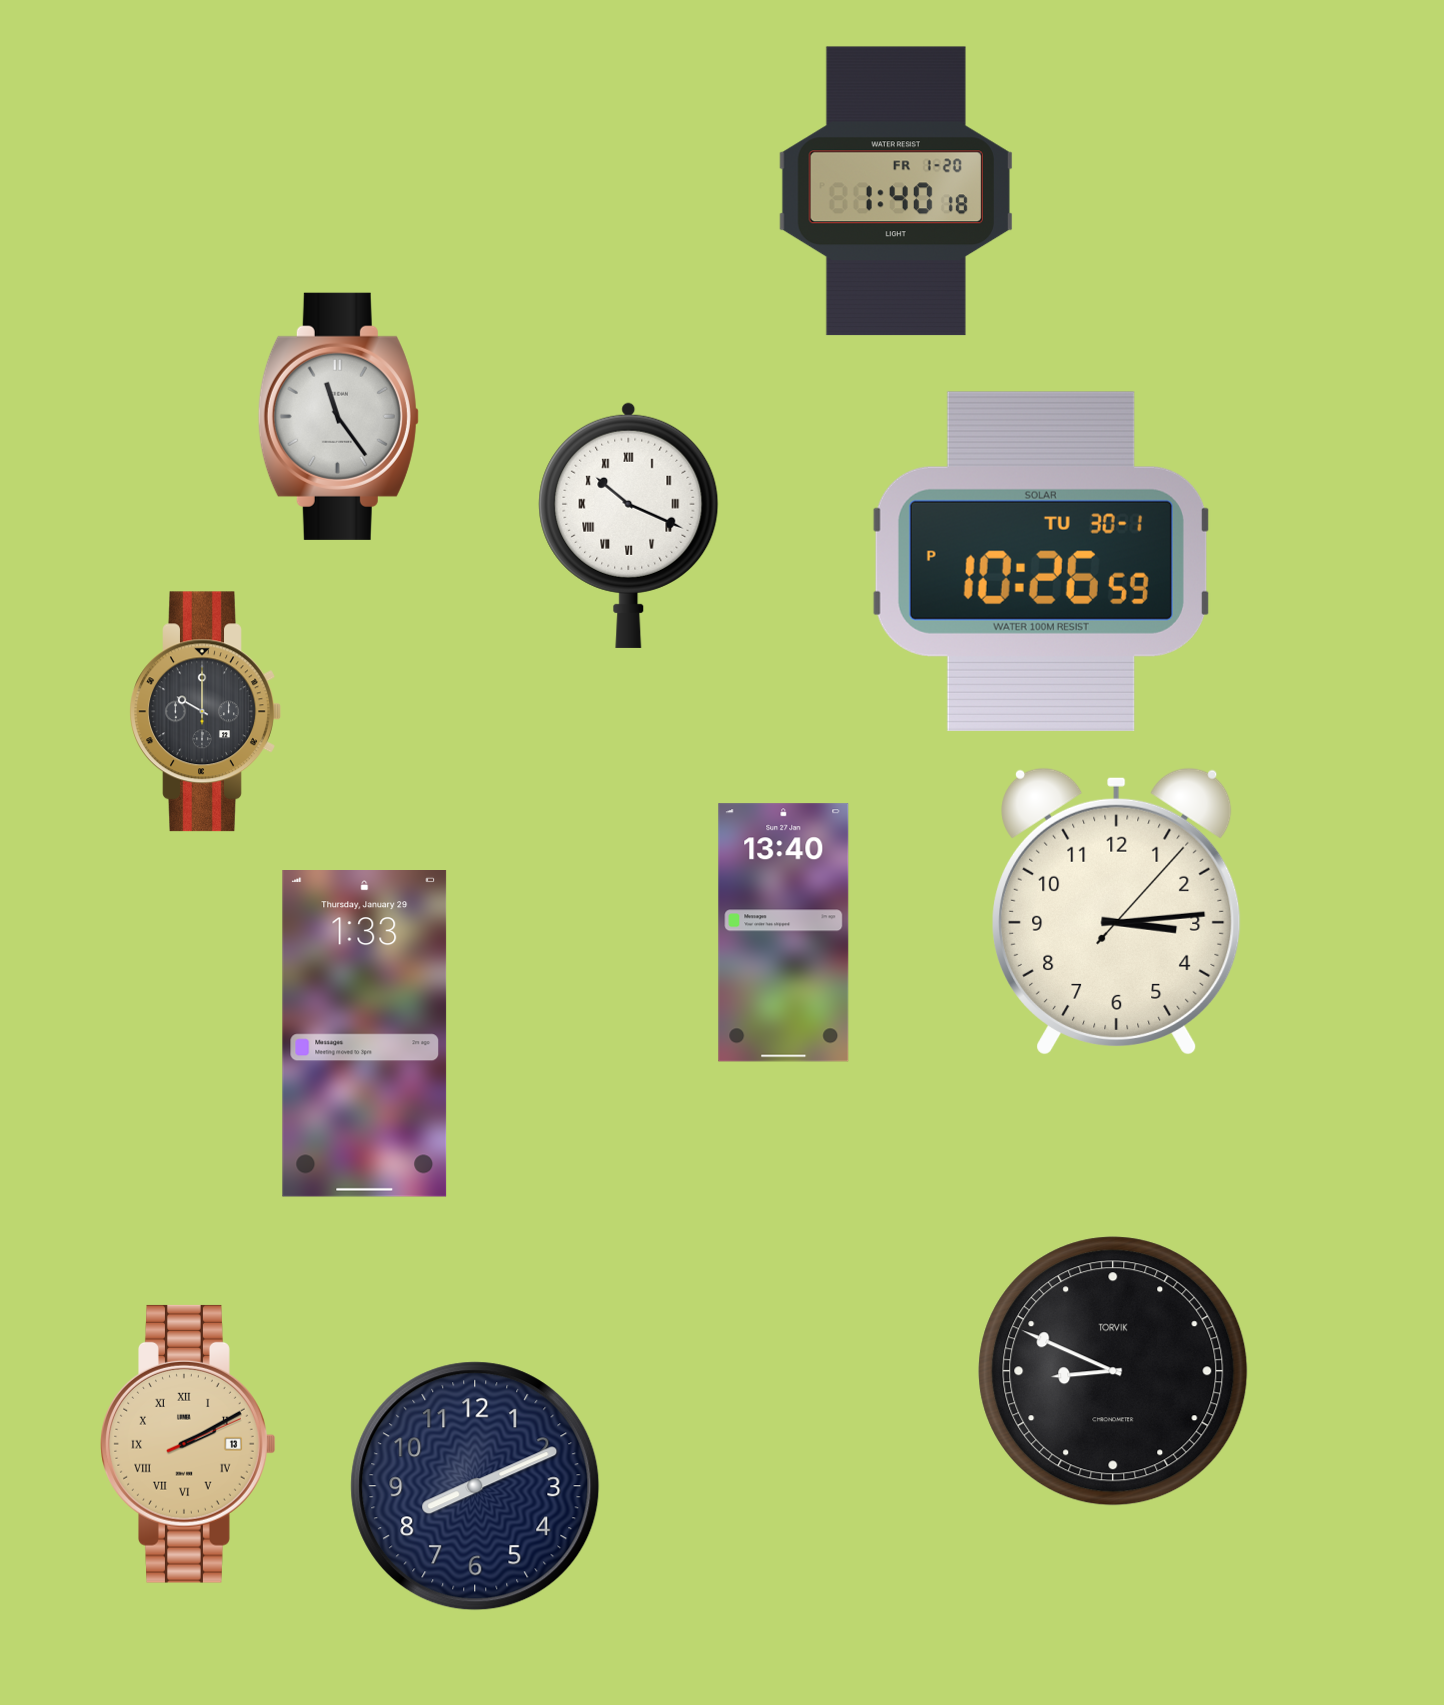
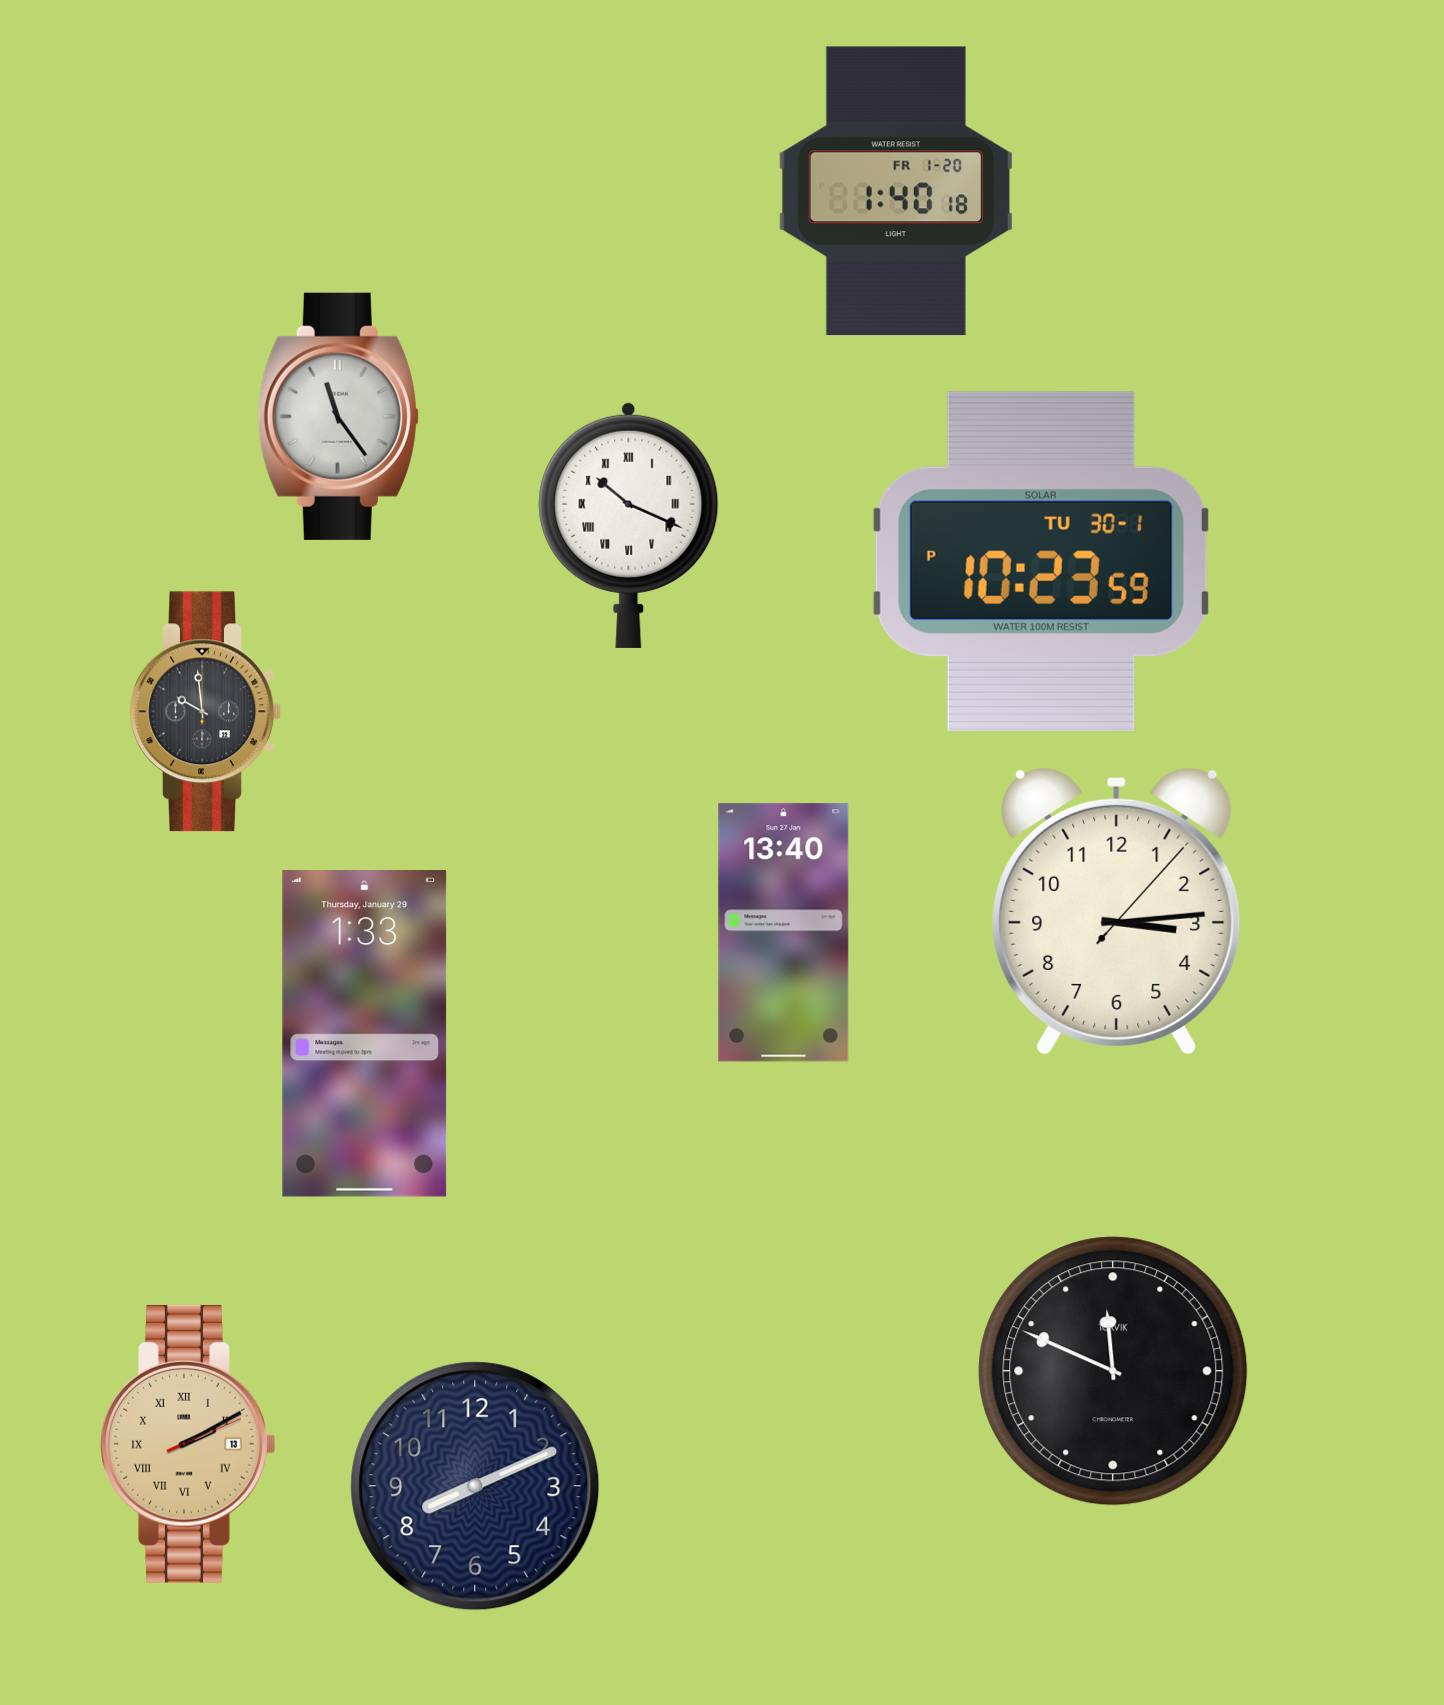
clock at (1041, 561): 10:26 -> 10:23
clock at (205, 712): 10:00 -> 9:59
clock at (1113, 1371): 8:49 -> 11:49
